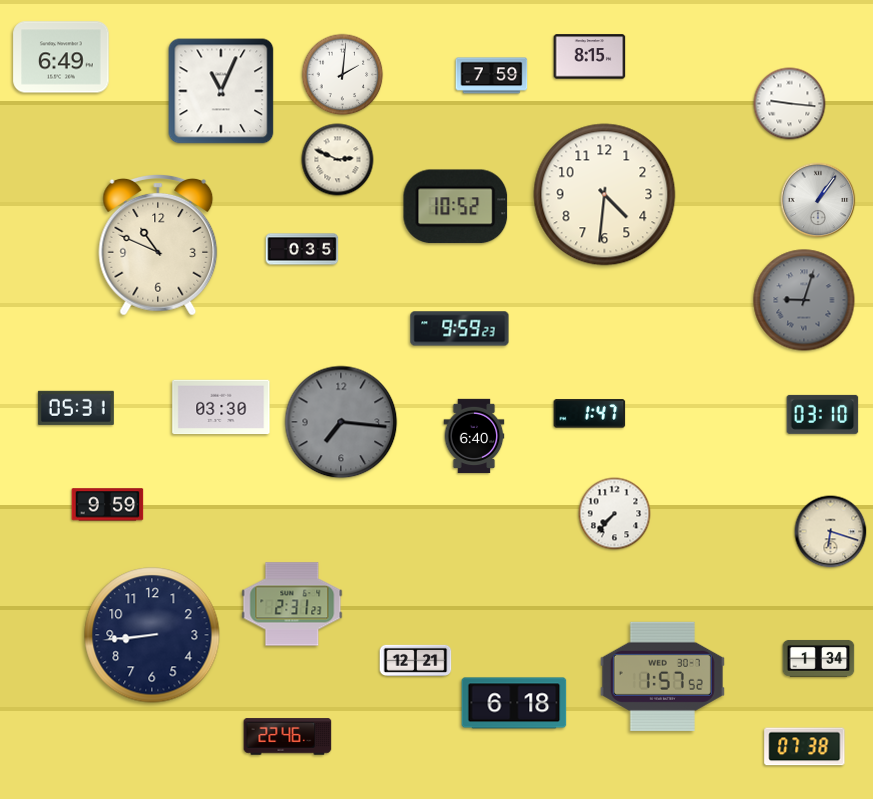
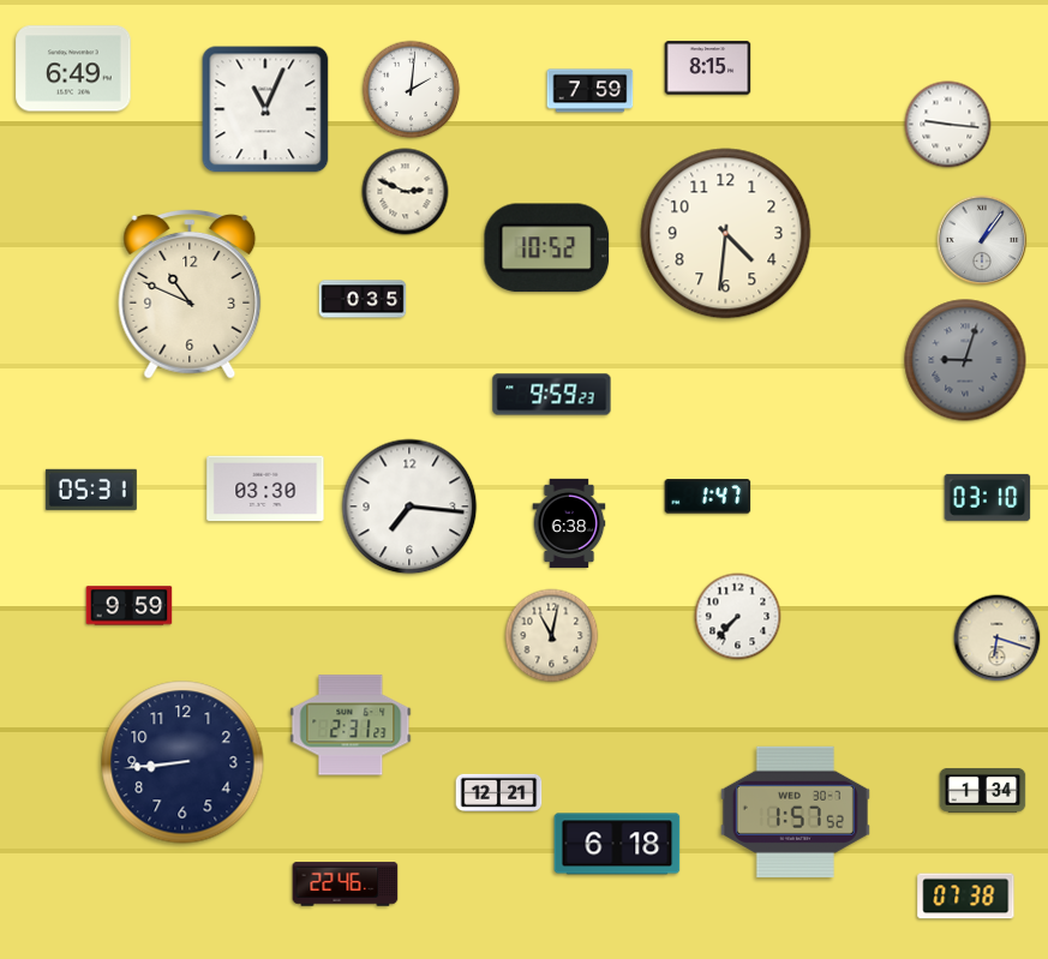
clock at (341, 422) dial: grey -> white
clock at (474, 435): 6:40 -> 6:38
clock at (552, 636): none -> 11:02
